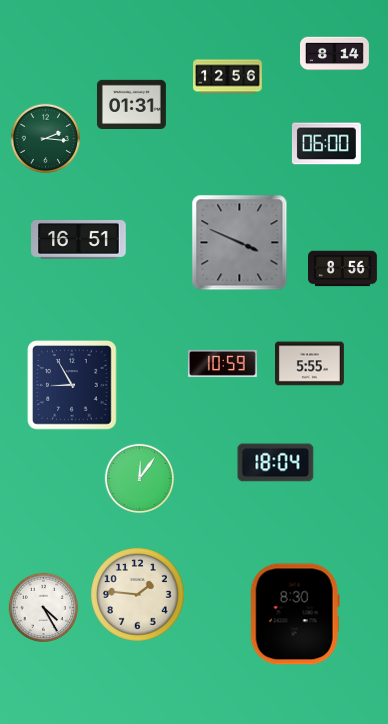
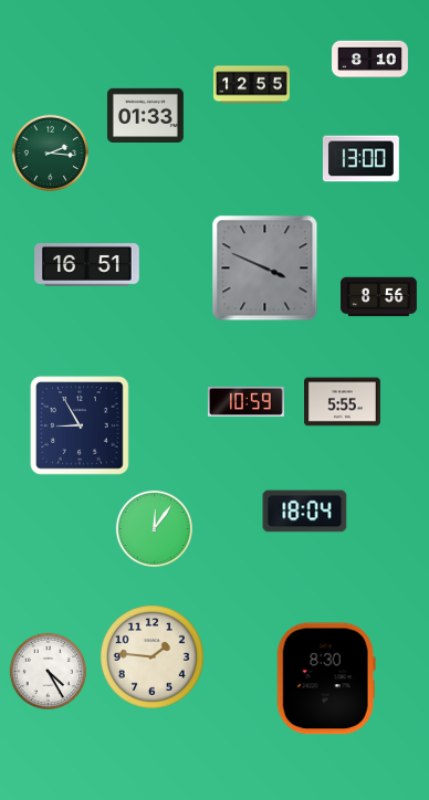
clock at (335, 54): 8:14 -> 8:10
clock at (228, 77): 12:56 -> 12:55
clock at (131, 104): 01:31 -> 01:33
clock at (326, 144): 06:00 -> 13:00
